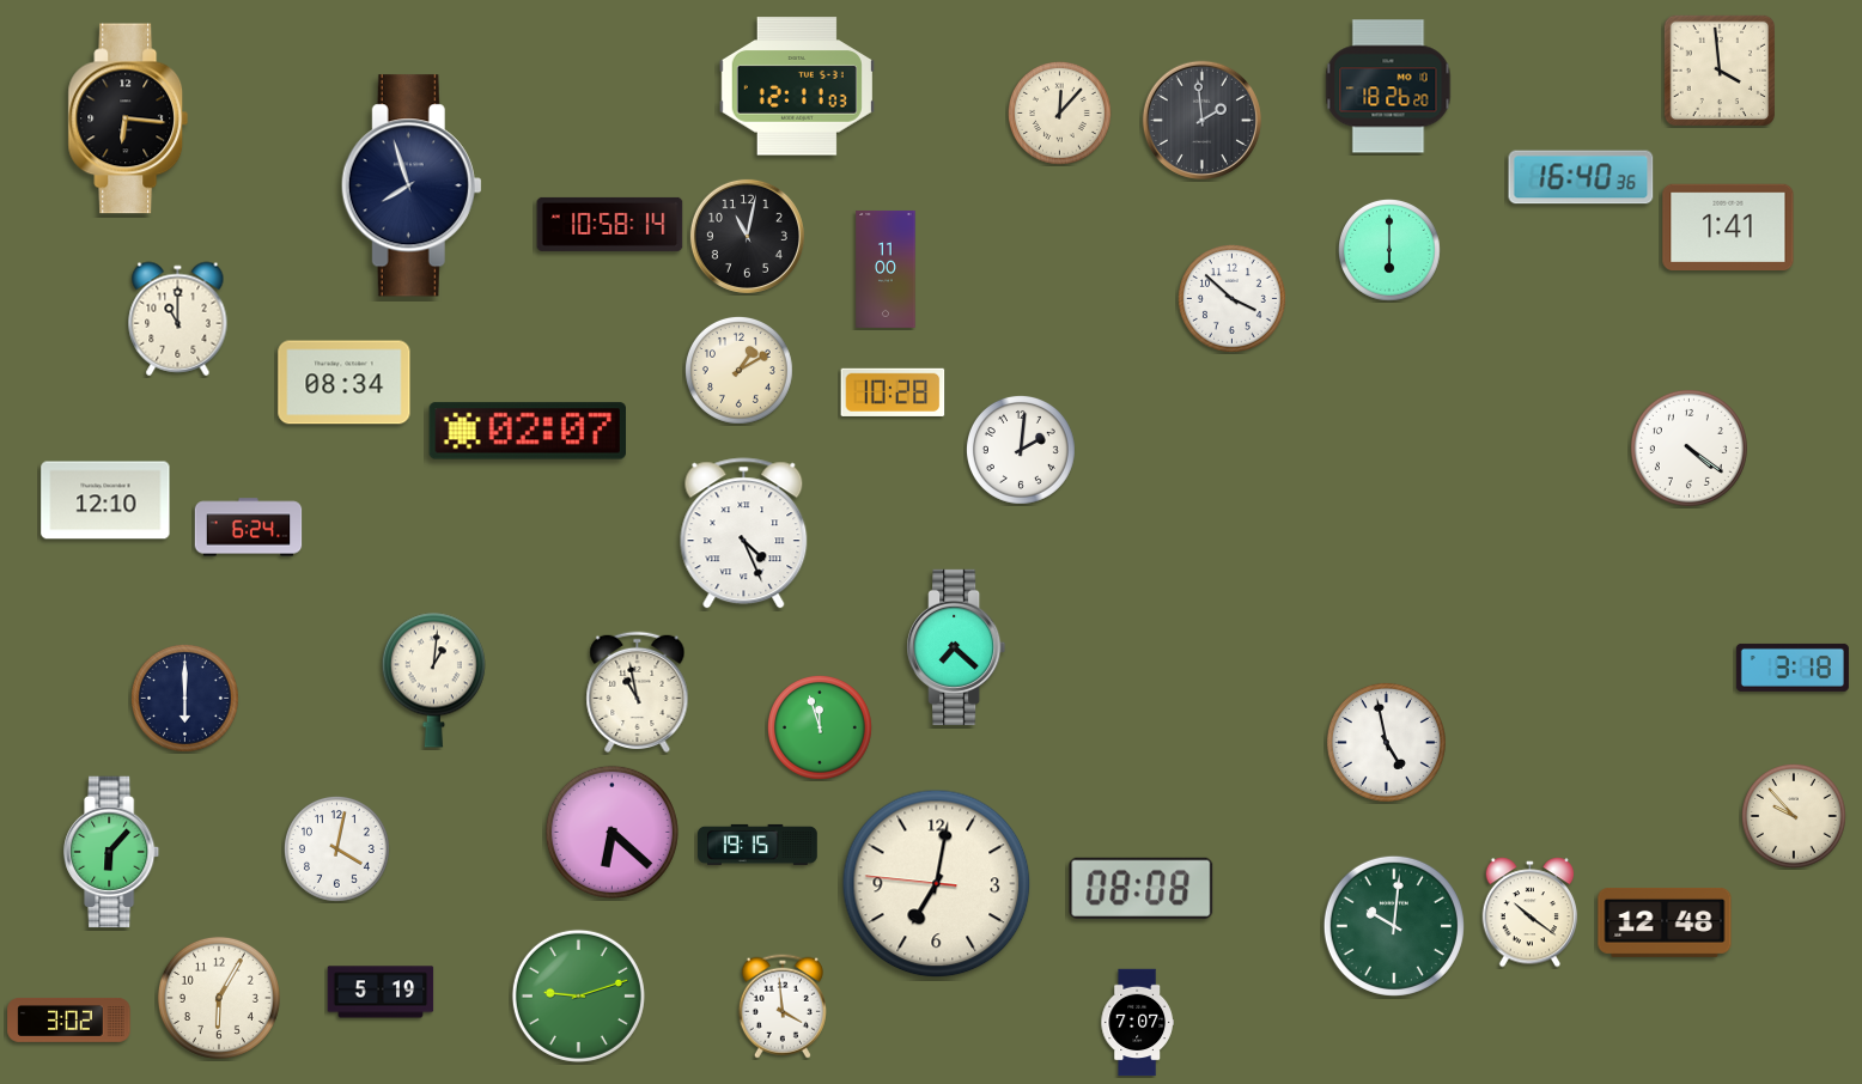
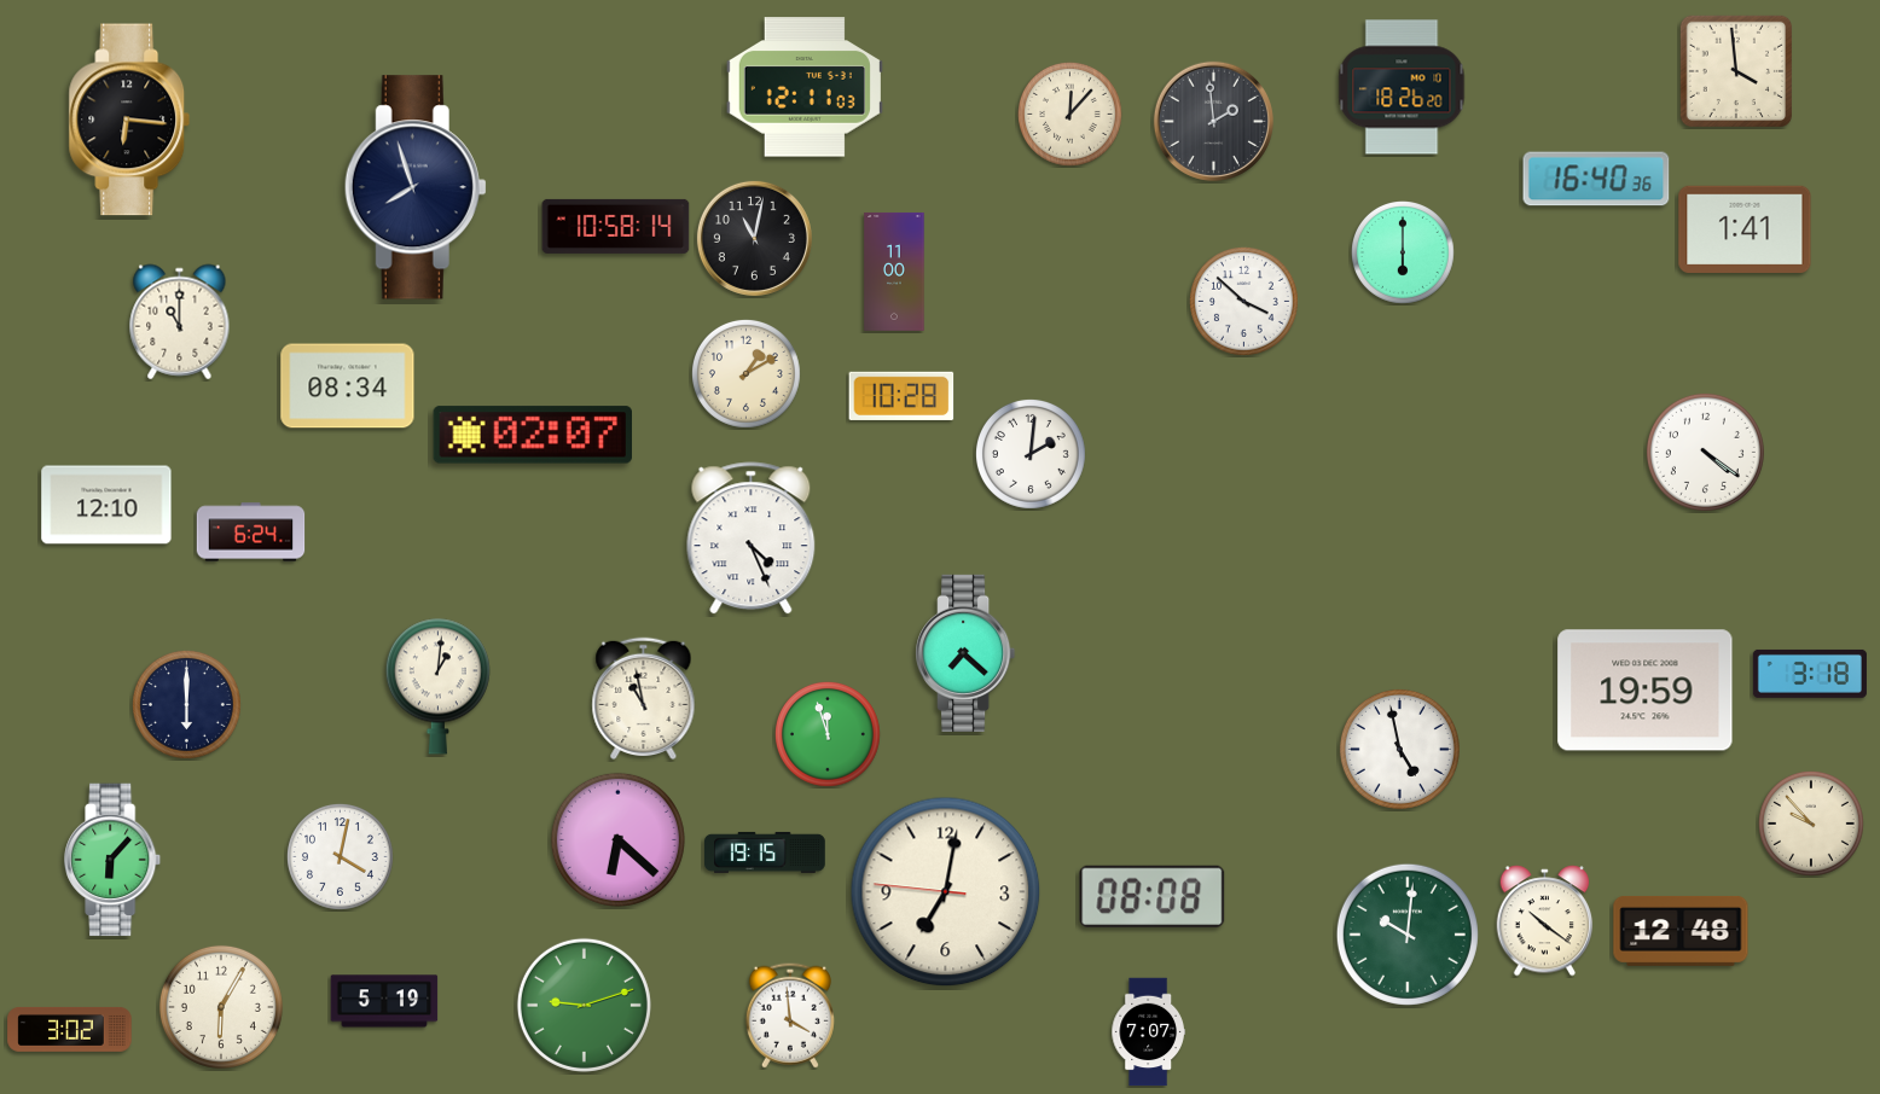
clock at (1646, 691): none -> 19:59
